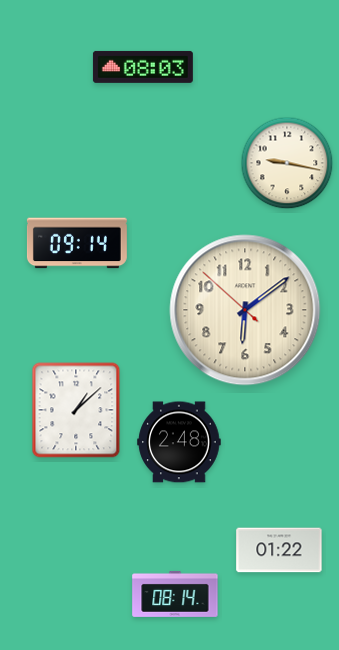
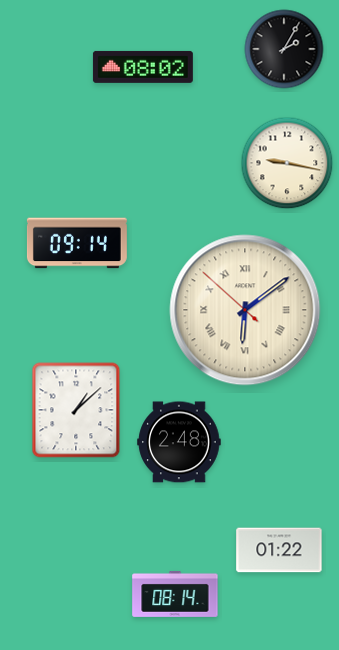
clock at (284, 49): none -> 2:05
clock at (143, 67): 08:03 -> 08:02
clock at (245, 310) numerals: Arabic -> Roman
